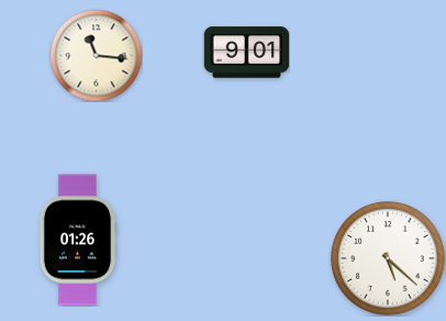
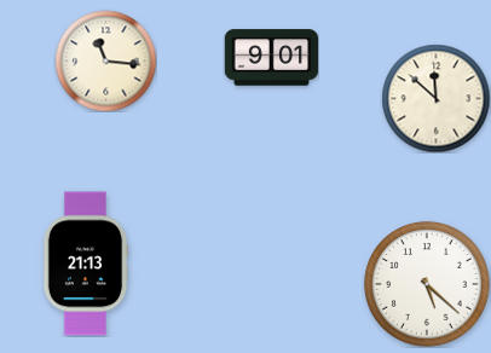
clock at (435, 98): none -> 11:52
clock at (78, 240): 01:26 -> 21:13
